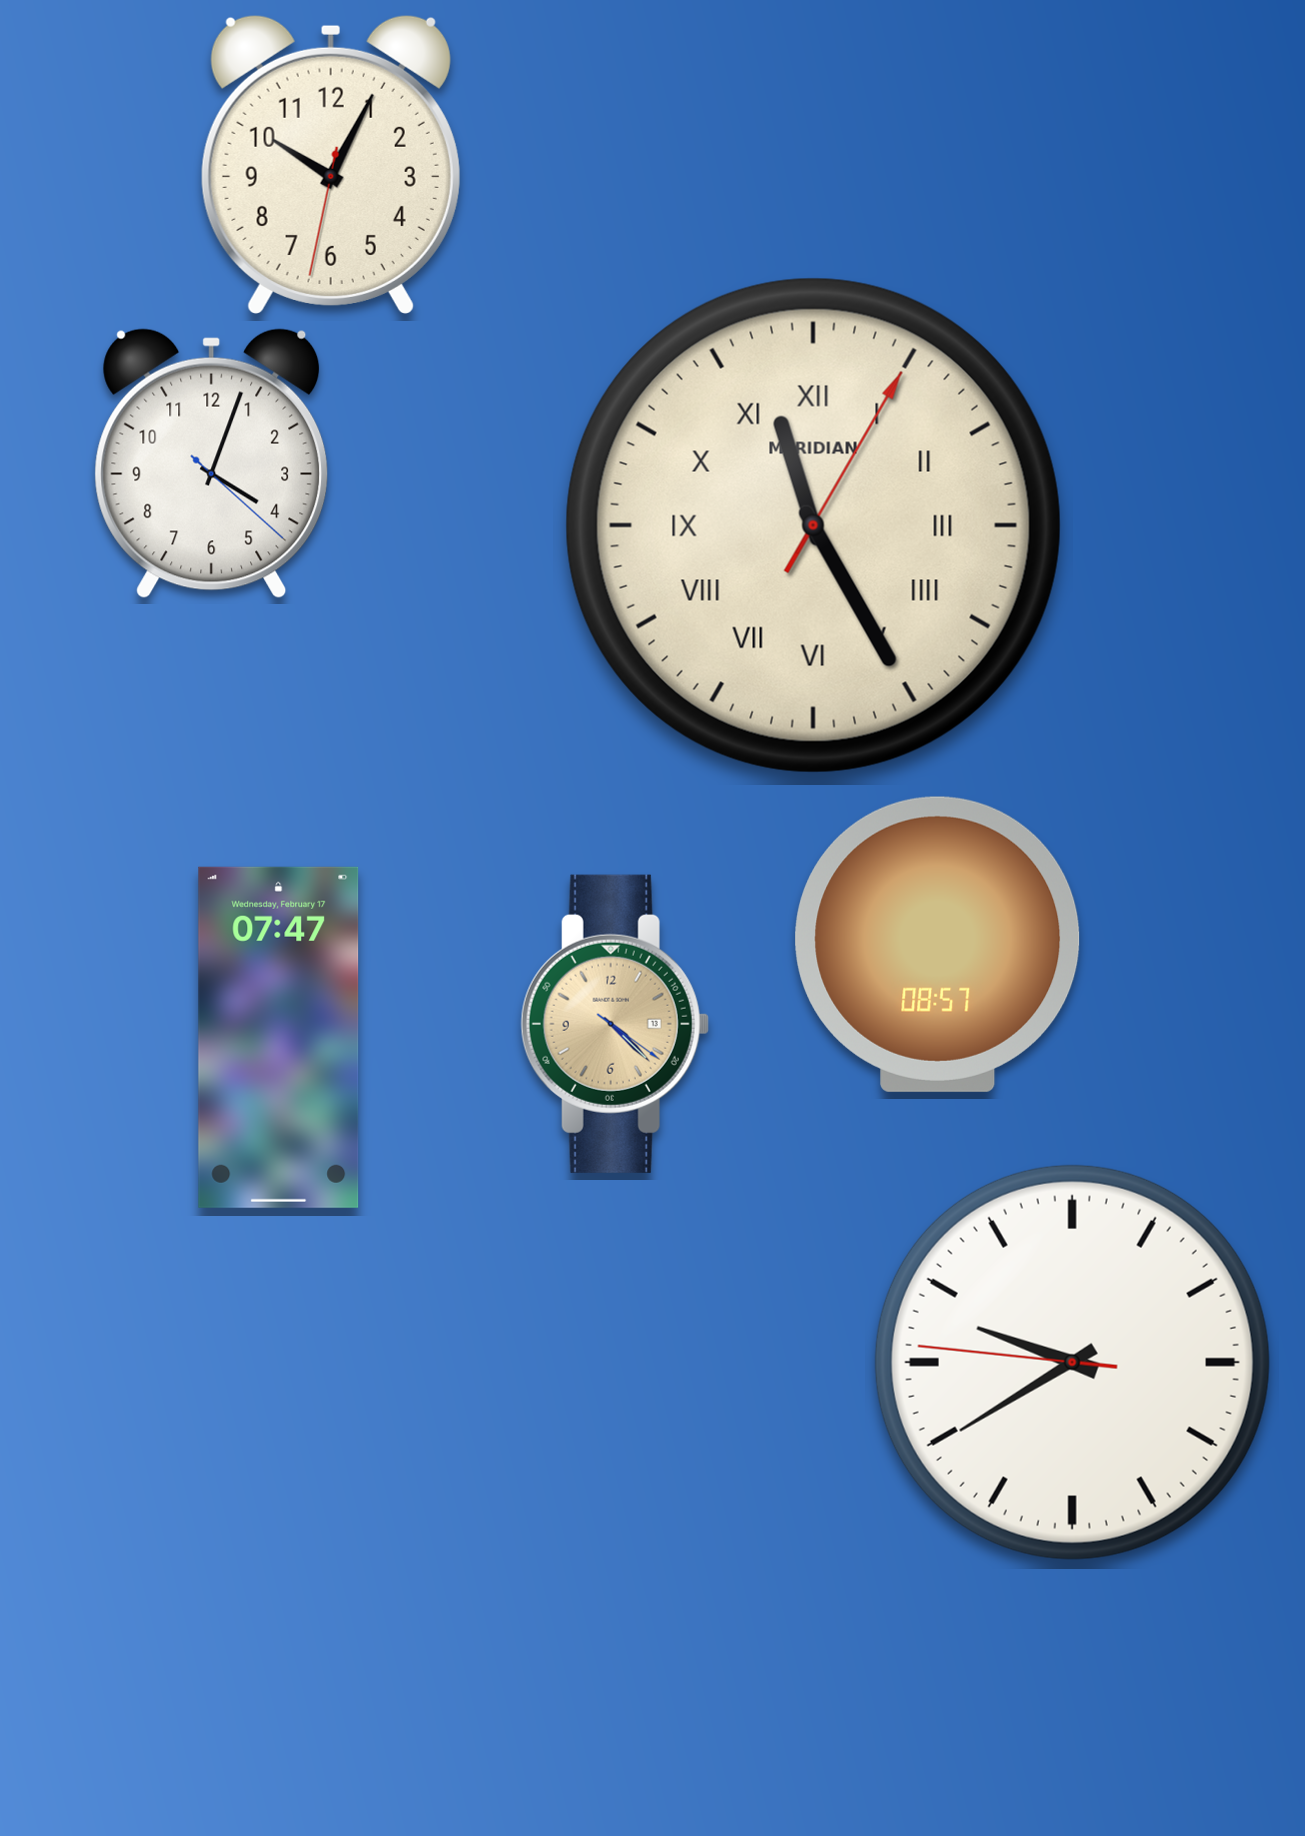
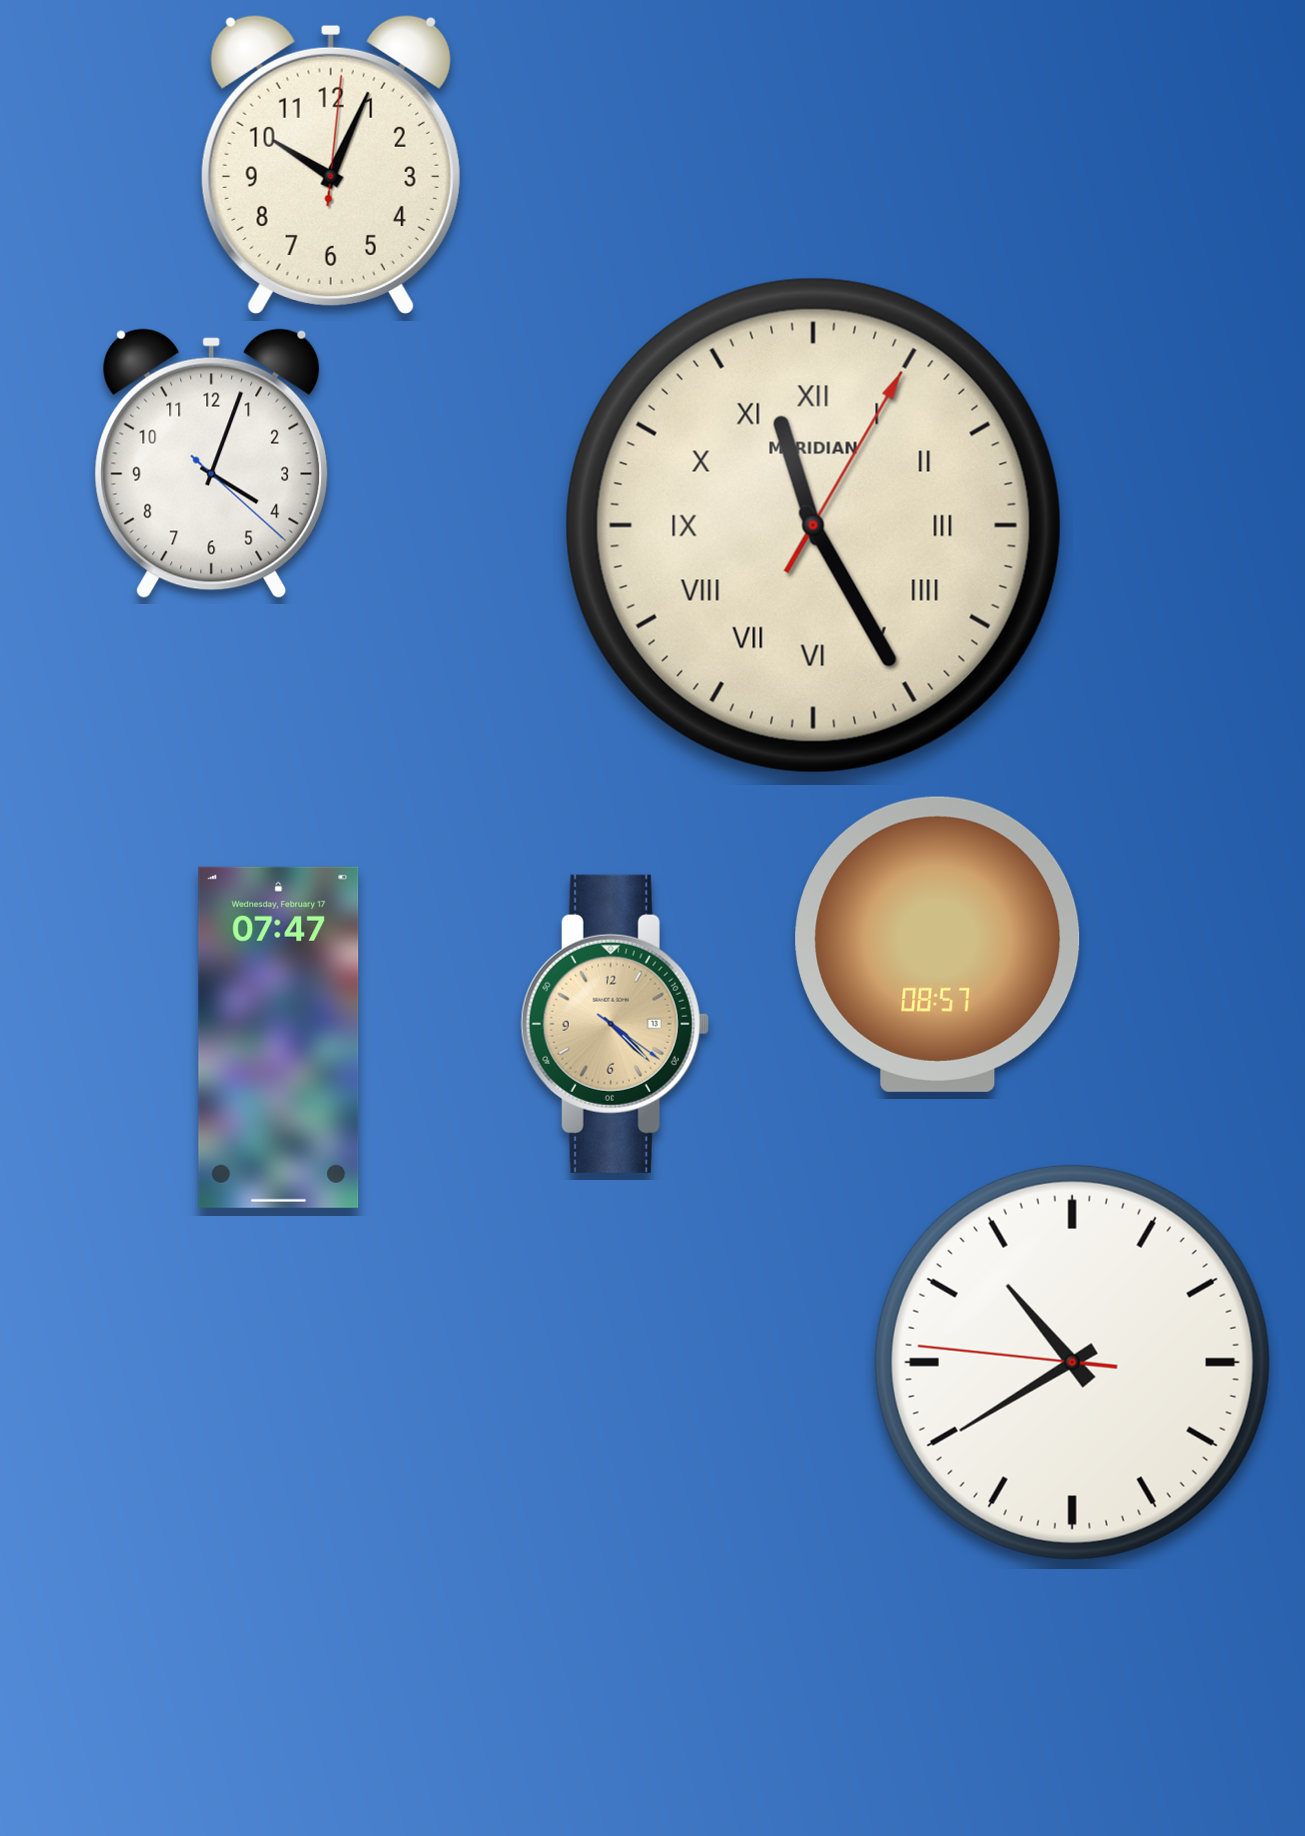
clock at (331, 164): 10:04:32 -> 10:04:01
clock at (1072, 1362): 9:39 -> 10:39
